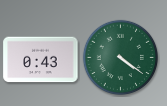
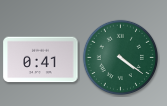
clock at (41, 60): 0:43 -> 0:41
